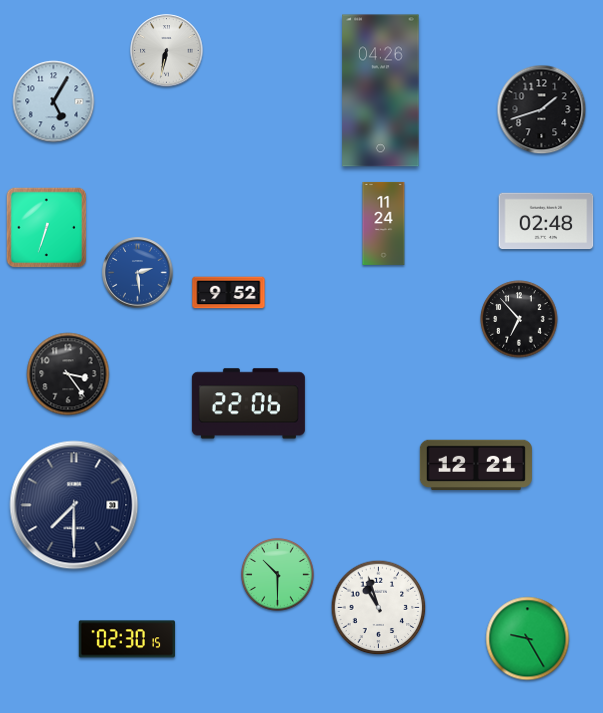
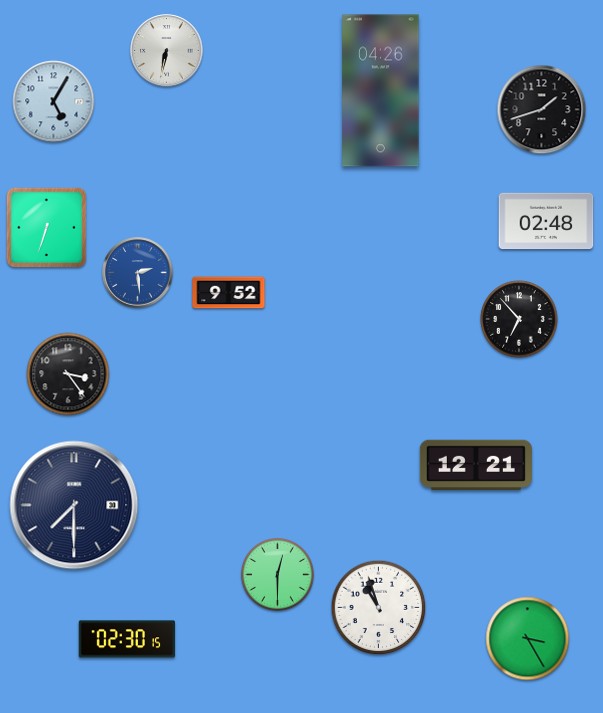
clock at (384, 223): 11:24 -> none
clock at (248, 404): 22:06 -> none
clock at (277, 574): 10:30 -> 12:30
clock at (528, 639): 9:25 -> 3:25
